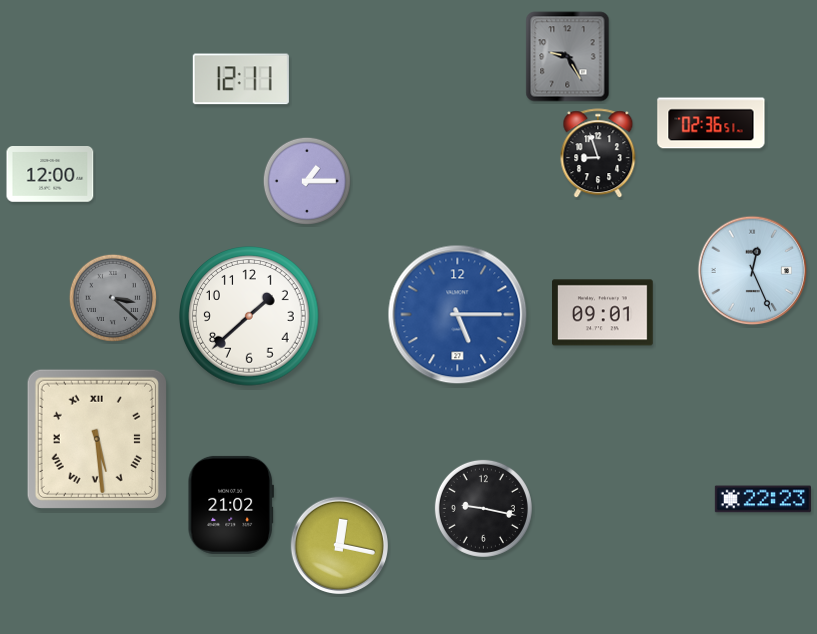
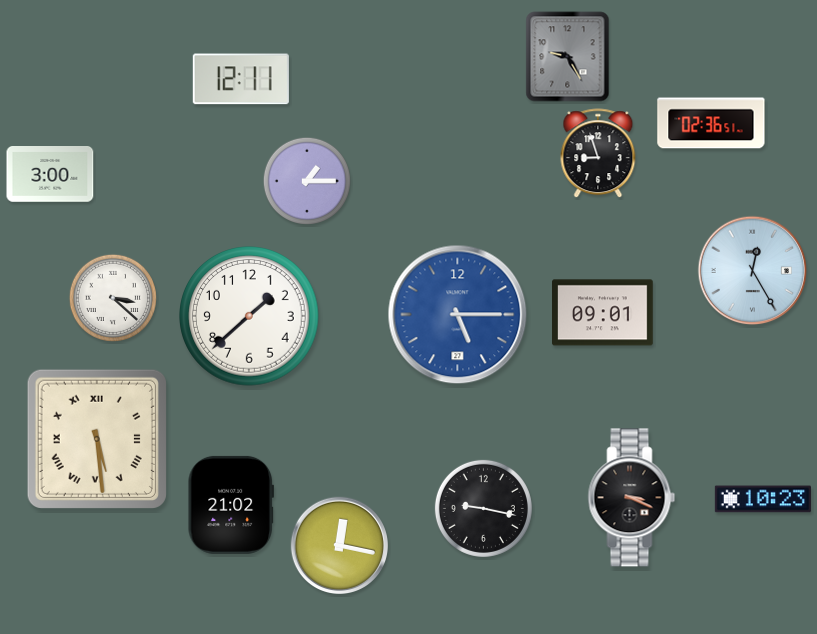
clock at (50, 175): 12:00 -> 3:00
clock at (753, 271): 12:26 -> 12:25
clock at (112, 297) dial: grey -> white
clock at (632, 498): none -> 3:19
clock at (763, 499): 22:23 -> 10:23
